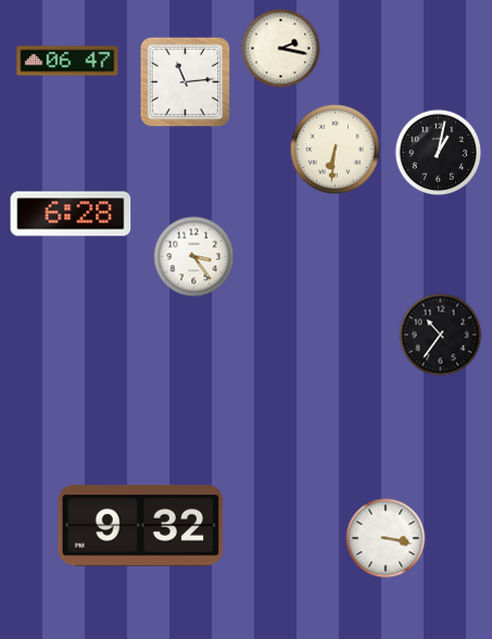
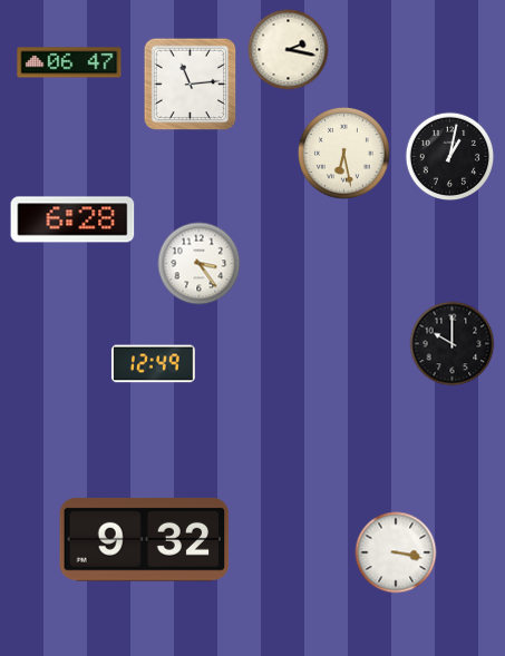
clock at (335, 149): 6:31 -> 6:28
clock at (441, 335): 10:36 -> 10:00
clock at (153, 364): none -> 12:49
